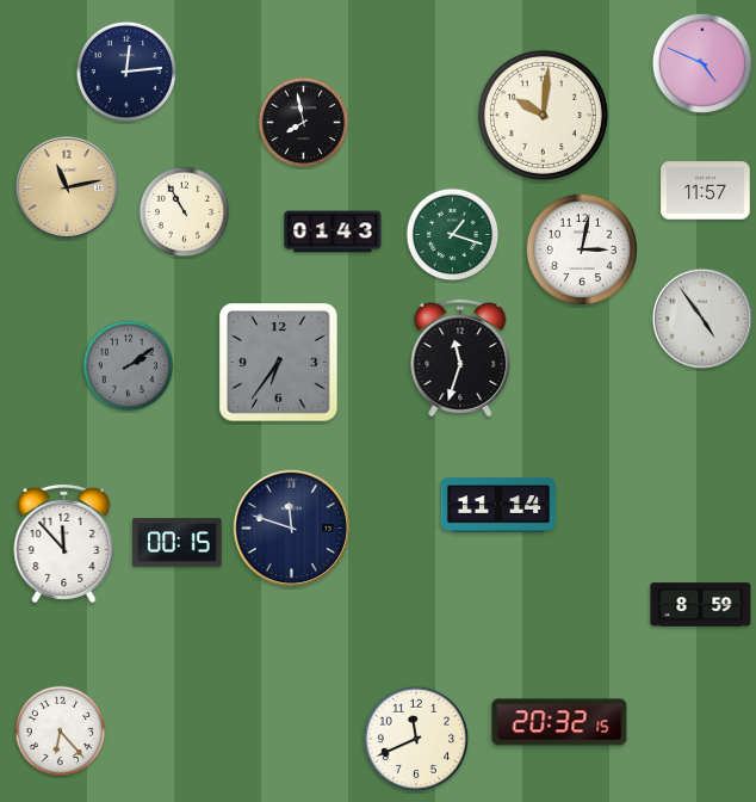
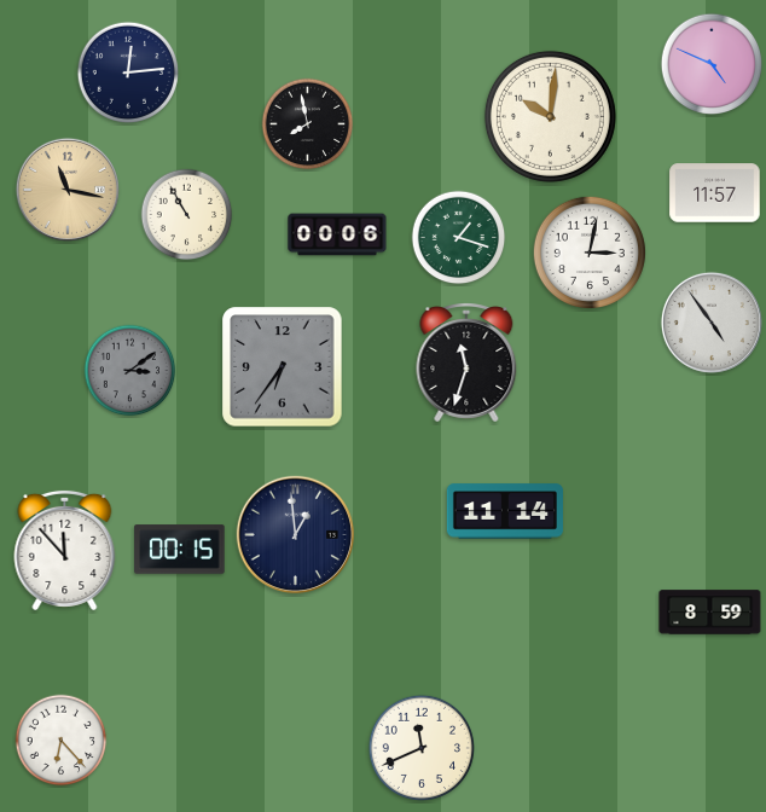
clock at (67, 187): 11:13 -> 11:17
clock at (333, 232): 01:43 -> 00:06
clock at (129, 366): 2:09 -> 3:09
clock at (292, 529): 11:48 -> 12:59
clock at (559, 722): 20:32 -> none
